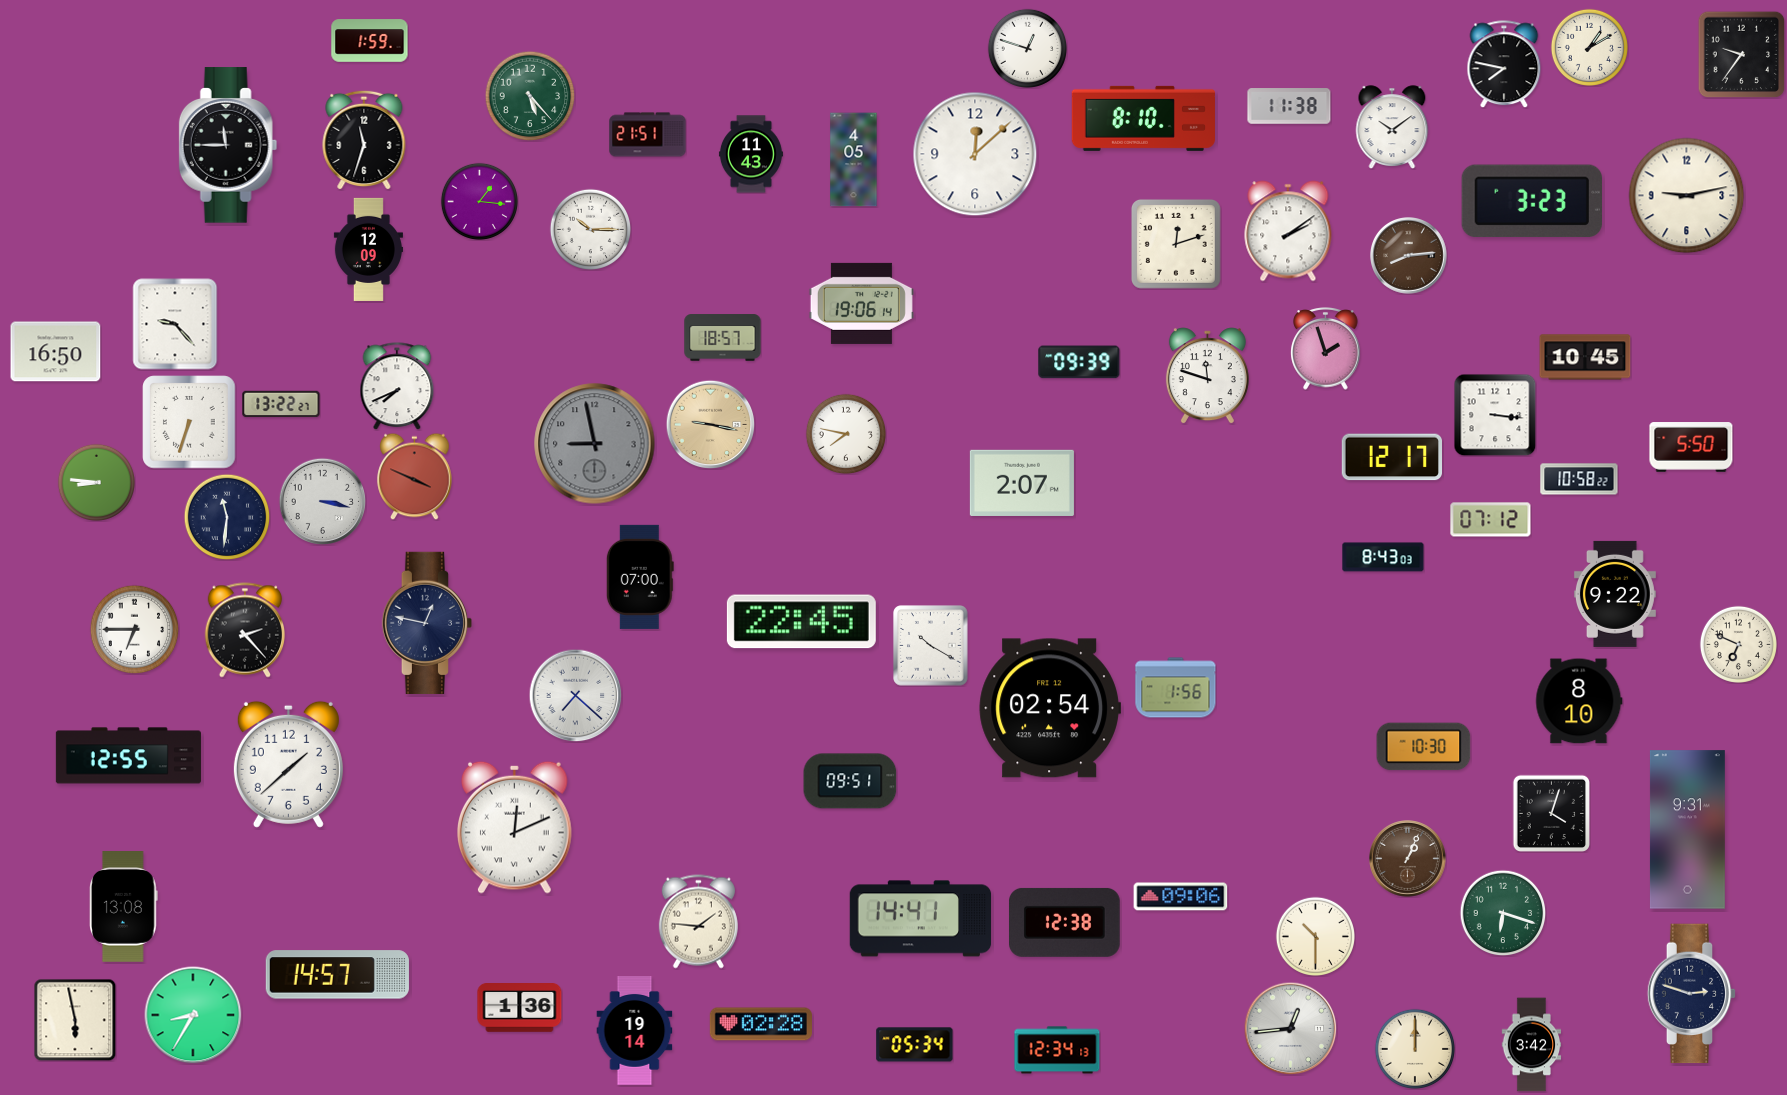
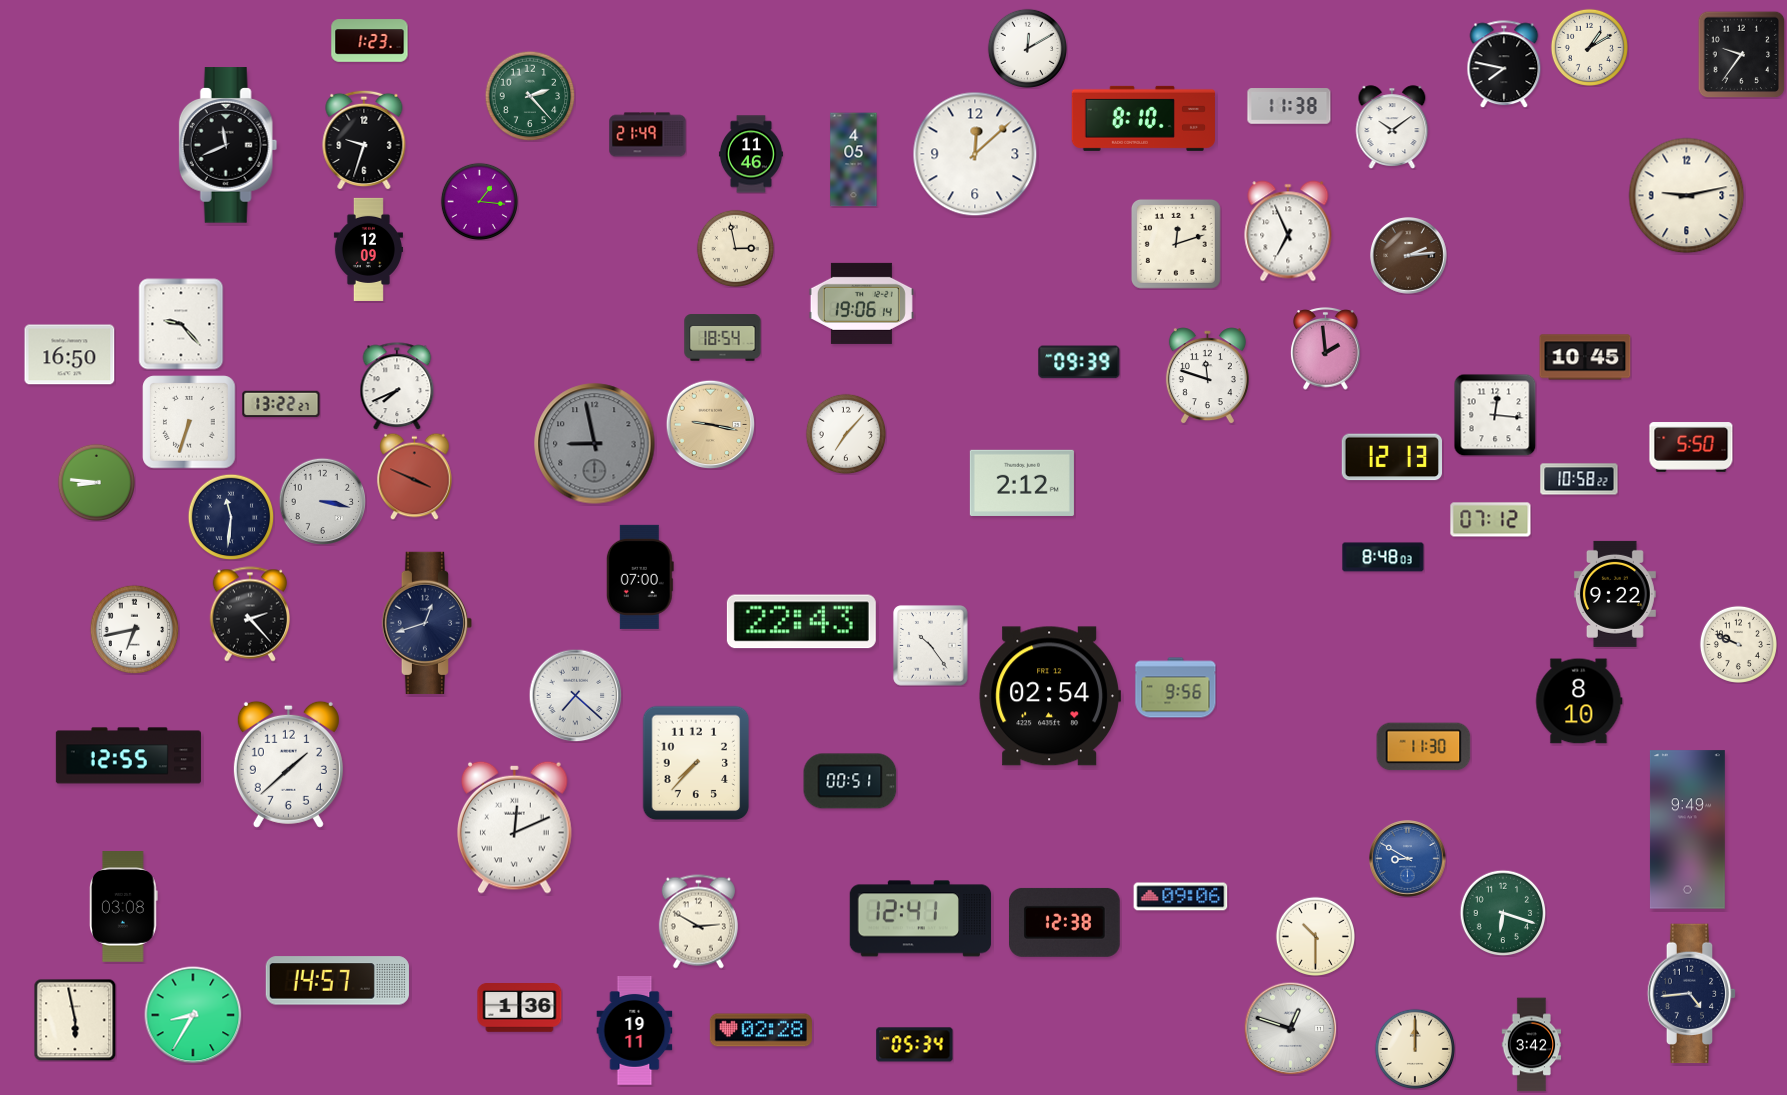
clock at (370, 41): 1:59 -> 1:23
clock at (1027, 48): 12:48 -> 12:10
clock at (530, 96): 5:23 -> 2:23
clock at (648, 135): 21:51 -> 21:49
clock at (364, 140): 11:33 -> 9:33
clock at (228, 145): 11:45 -> 11:41
clock at (751, 154): 11:43 -> 11:46
clock at (1532, 201): 3:23 -> none
clock at (590, 229): 10:15 -> none
clock at (1288, 231): 2:09 -> 6:56
clock at (735, 248): none -> 2:58
clock at (1409, 256): 8:14 -> 2:14
clock at (175, 324) position: (175, 324) -> (181, 324)
clock at (723, 338): 18:57 -> 18:54
clock at (1326, 349): 1:57 -> 1:59
clock at (56, 352) position: (56, 352) -> (70, 355)
clock at (1495, 415): 3:16 -> 12:16
clock at (845, 433): 7:47 -> 7:07
clock at (1391, 457): 12:17 -> 12:13
clock at (1022, 483): 2:07 -> 2:12
clock at (227, 517) position: (227, 517) -> (231, 517)
clock at (1383, 557): 8:43 -> 8:48
clock at (801, 622): 22:45 -> 22:43
clock at (426, 623): 12:47 -> 12:42
clock at (134, 629): 6:45 -> 6:43
clock at (244, 630) position: (244, 630) -> (249, 614)
clock at (1738, 644): 6:49 -> 9:49
clock at (931, 646): 10:20 -> 10:24
clock at (1176, 688): 1:56 -> 9:56
clock at (1050, 708) position: (1050, 708) -> (1050, 696)
clock at (1424, 747): 10:30 -> 11:30
clock at (696, 763): none -> 7:37
clock at (850, 781): 09:51 -> 00:51
clock at (1551, 813): 4:03 -> none
clock at (1687, 830): 9:31 -> 9:49
clock at (1408, 859): 1:04 -> 8:50
clock at (1408, 859) dial: brown -> blue
clock at (124, 907): 13:08 -> 03:08
clock at (921, 919): 14:41 -> 12:41
clock at (698, 922): 1:46 -> 2:50
clock at (337, 975) position: (337, 975) -> (337, 981)
clock at (1692, 994): 2:48 -> 4:44
clock at (761, 1024) position: (761, 1024) -> (761, 1030)
clock at (1290, 1028): 12:44 -> 12:48
clock at (635, 1031): 19:14 -> 19:11
clock at (1057, 1050): 12:34 -> none
